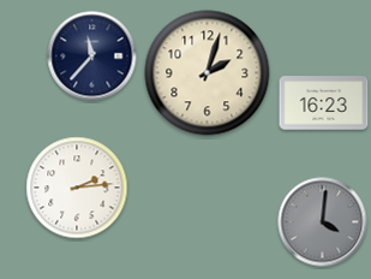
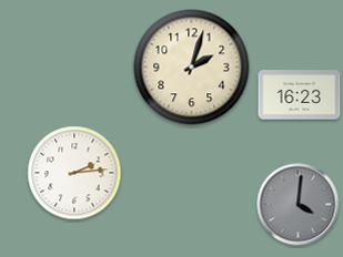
clock at (92, 57): 11:37 -> none
clock at (77, 188) position: (77, 188) -> (74, 173)
